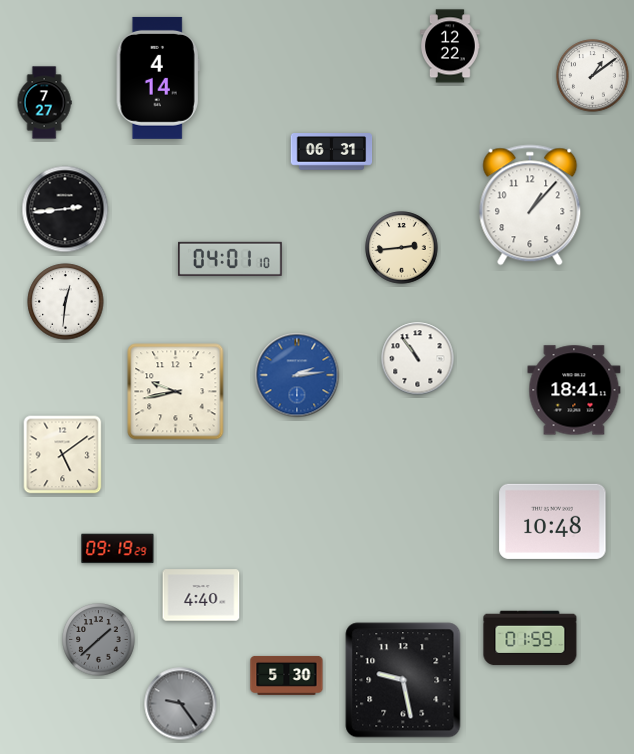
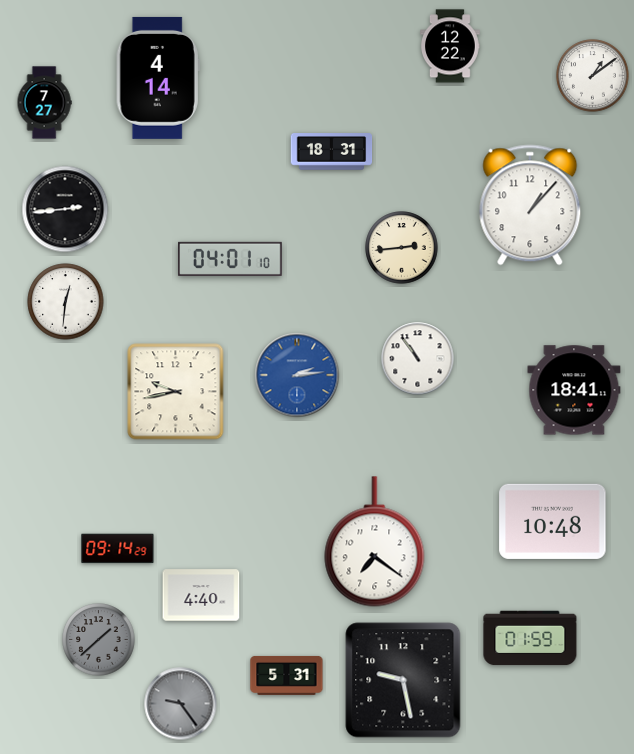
clock at (332, 152): 06:31 -> 18:31
clock at (63, 455): 5:09 -> none
clock at (375, 542): none -> 7:21
clock at (118, 549): 09:19 -> 09:14
clock at (287, 675): 5:30 -> 5:31
